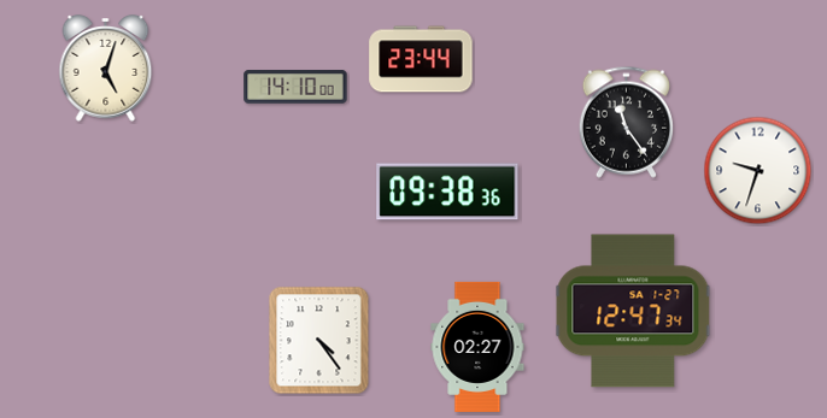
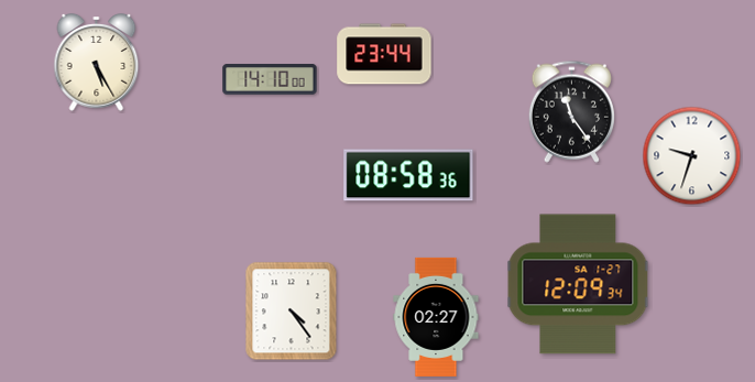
clock at (106, 69): 5:03 -> 5:25
clock at (447, 192): 09:38 -> 08:58
clock at (633, 311): 12:47 -> 12:09
